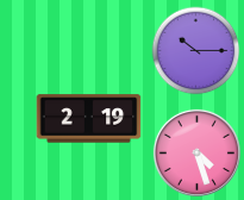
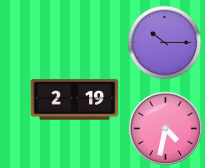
clock at (196, 152): 4:27 -> 4:32
